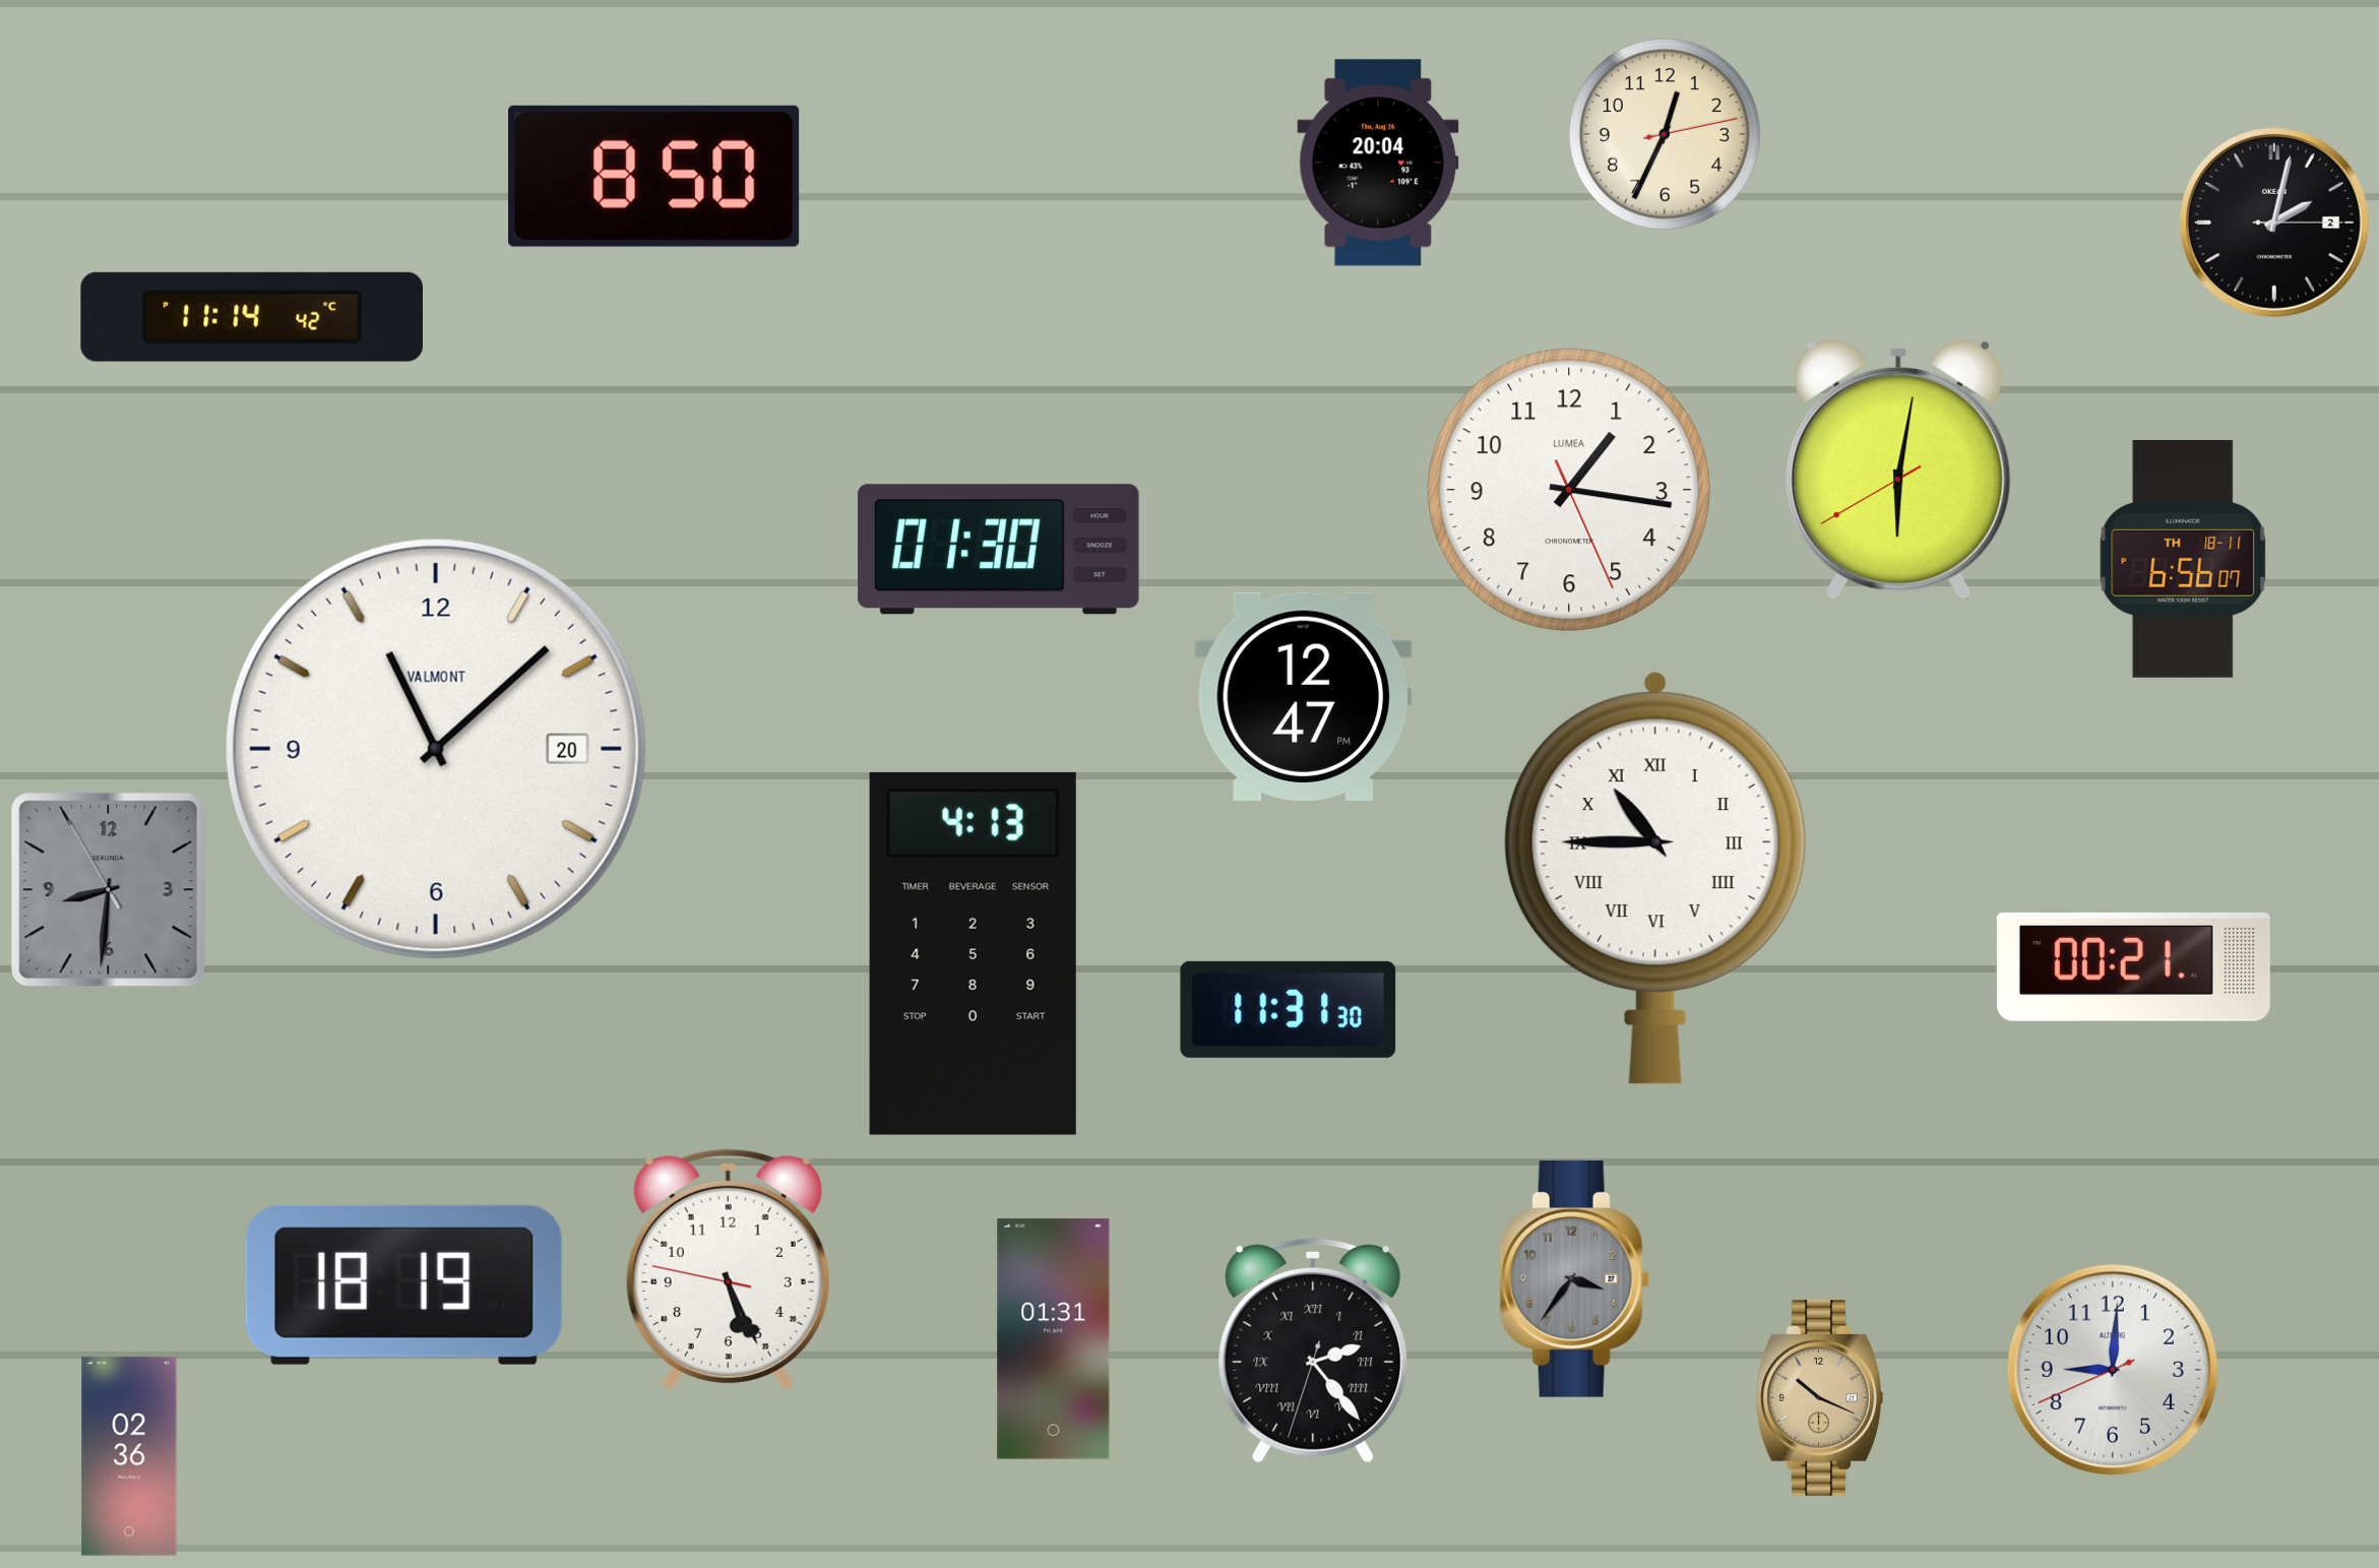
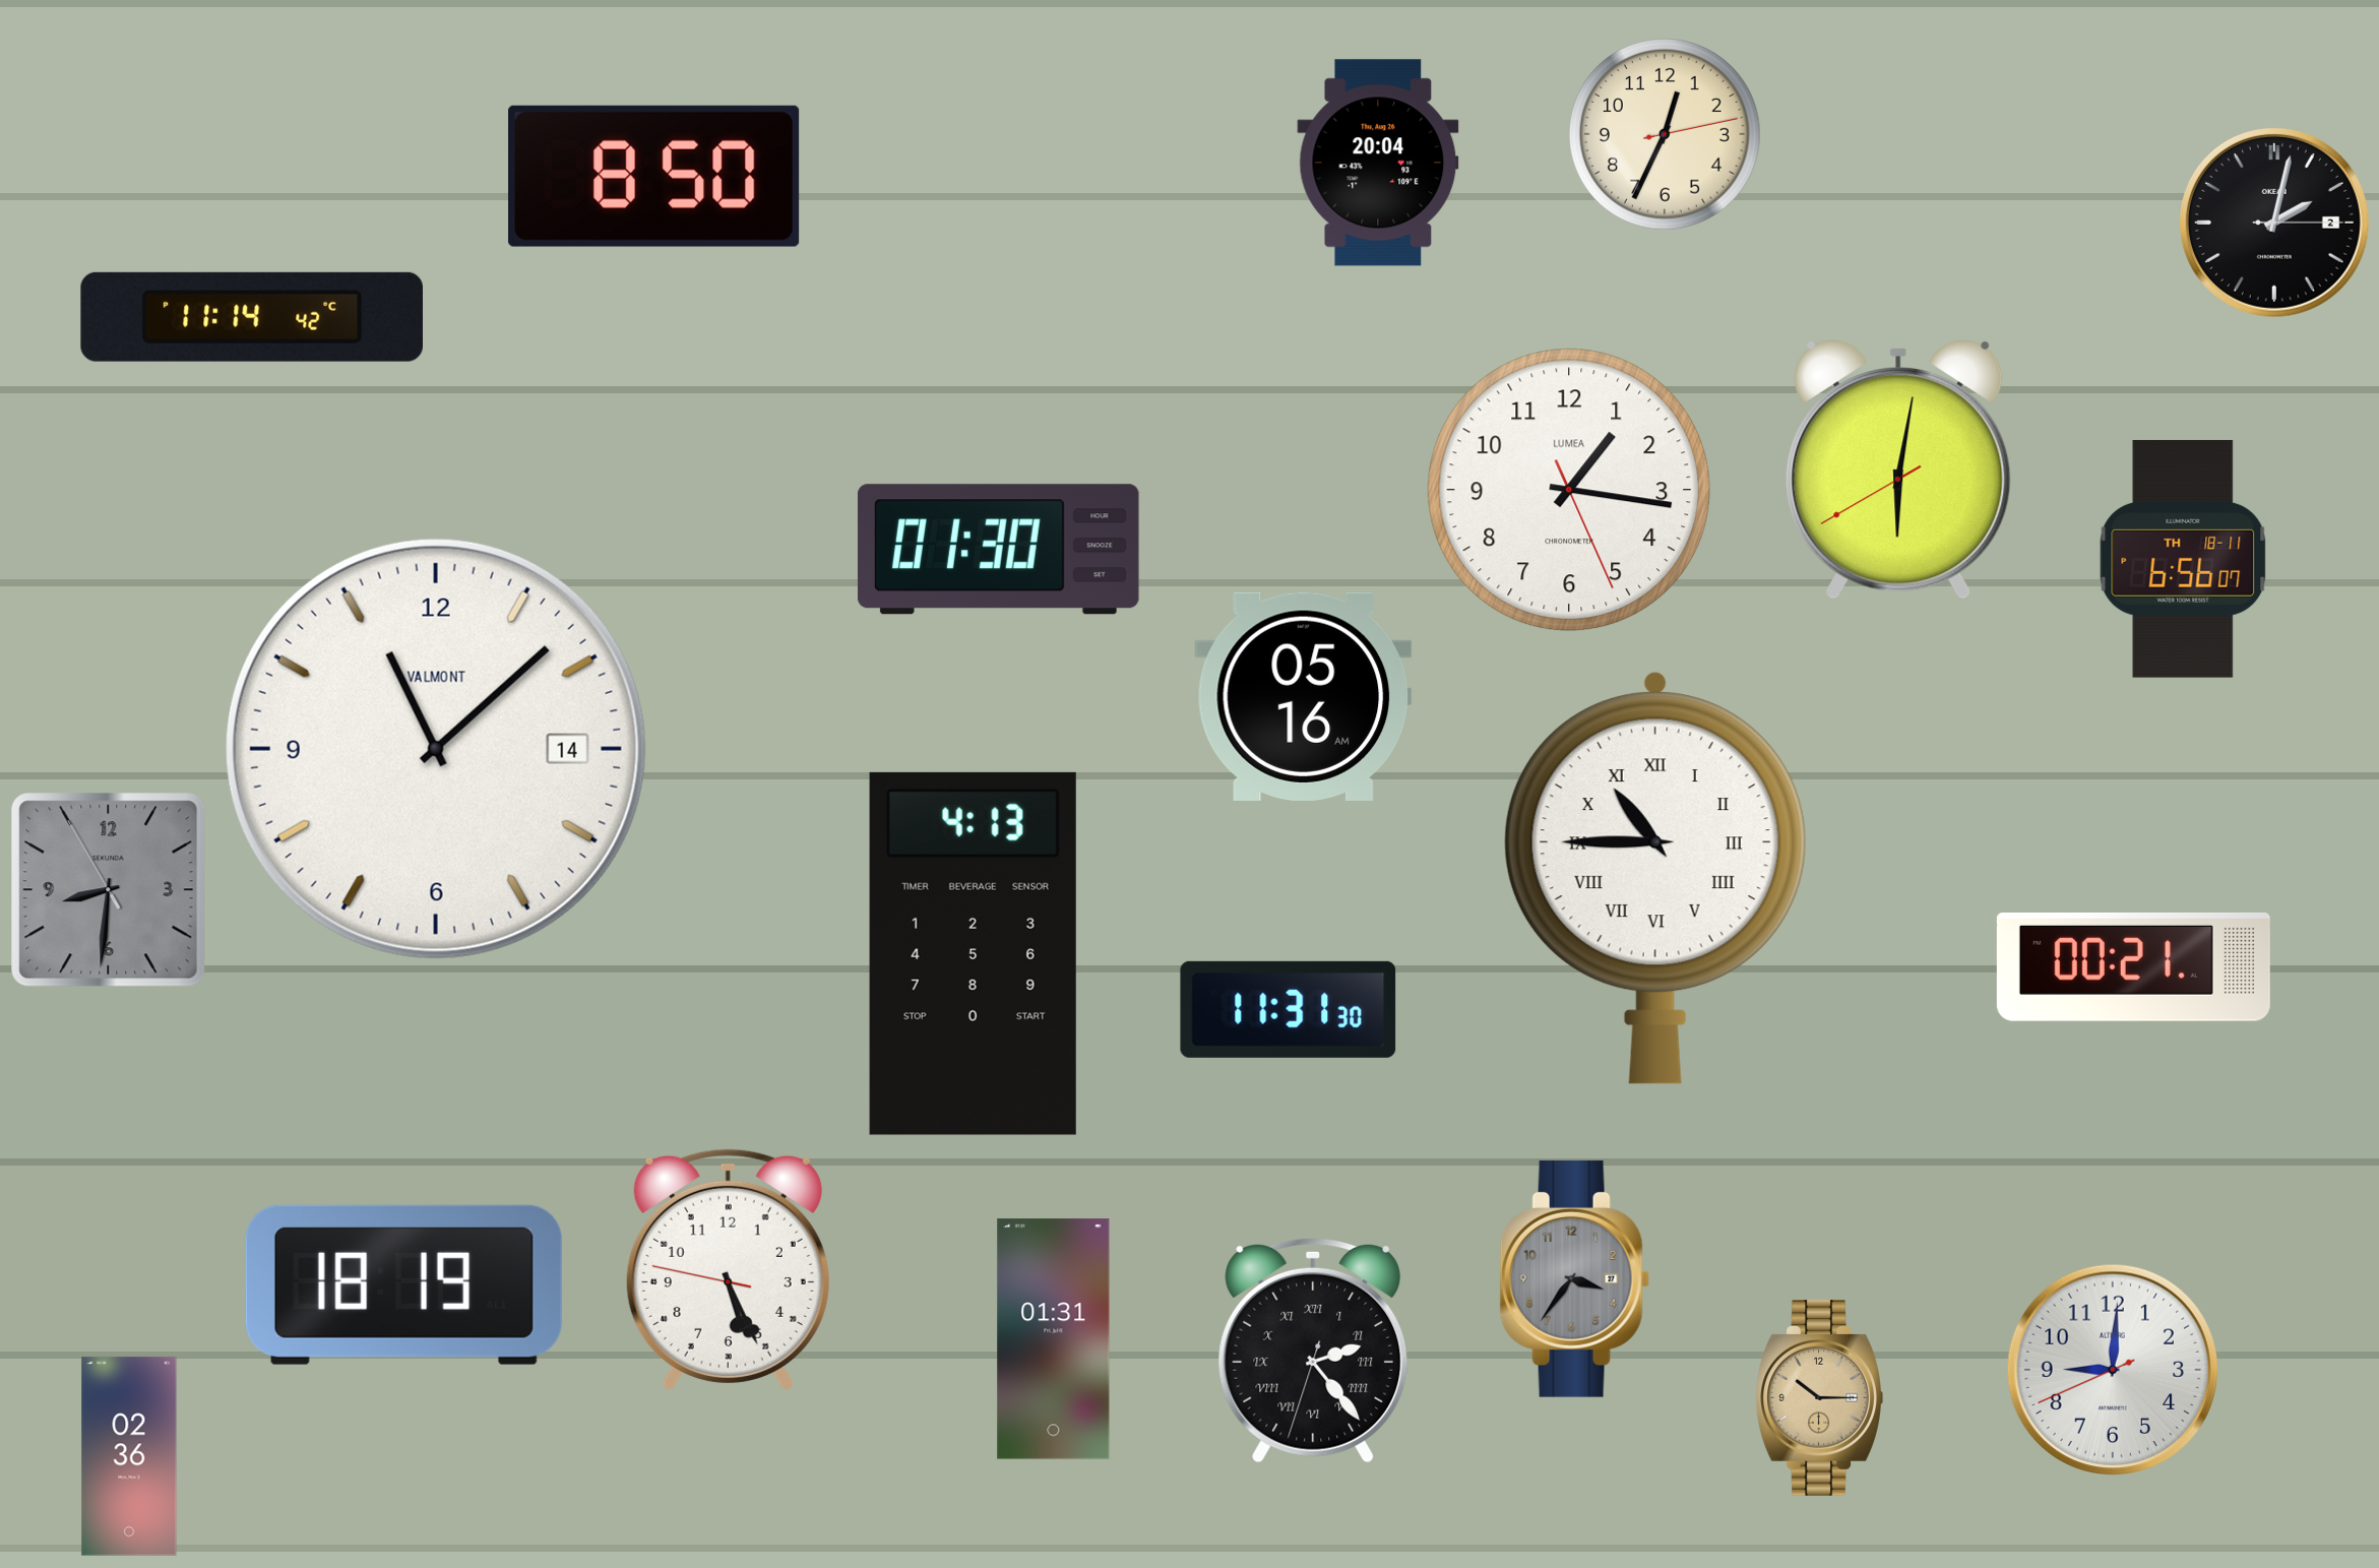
clock at (1304, 696): 12:47 -> 05:16
clock at (436, 749) date: 20 -> 14
clock at (1819, 1398): 10:19 -> 10:15
